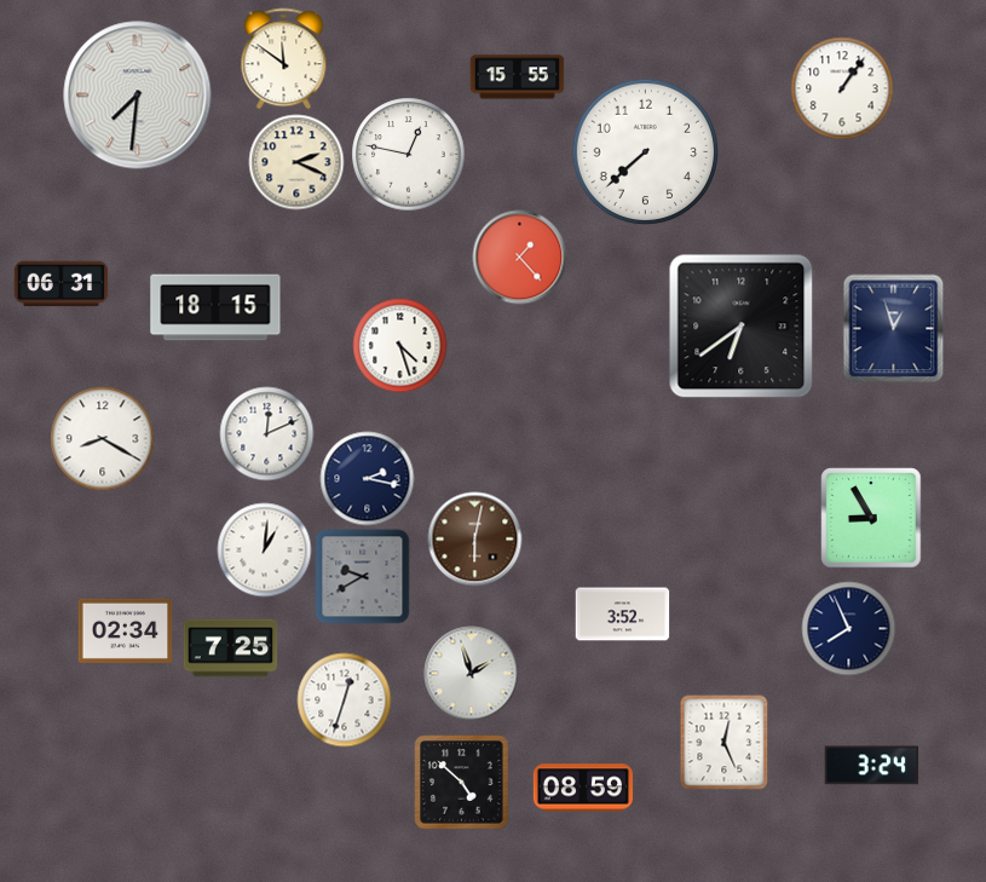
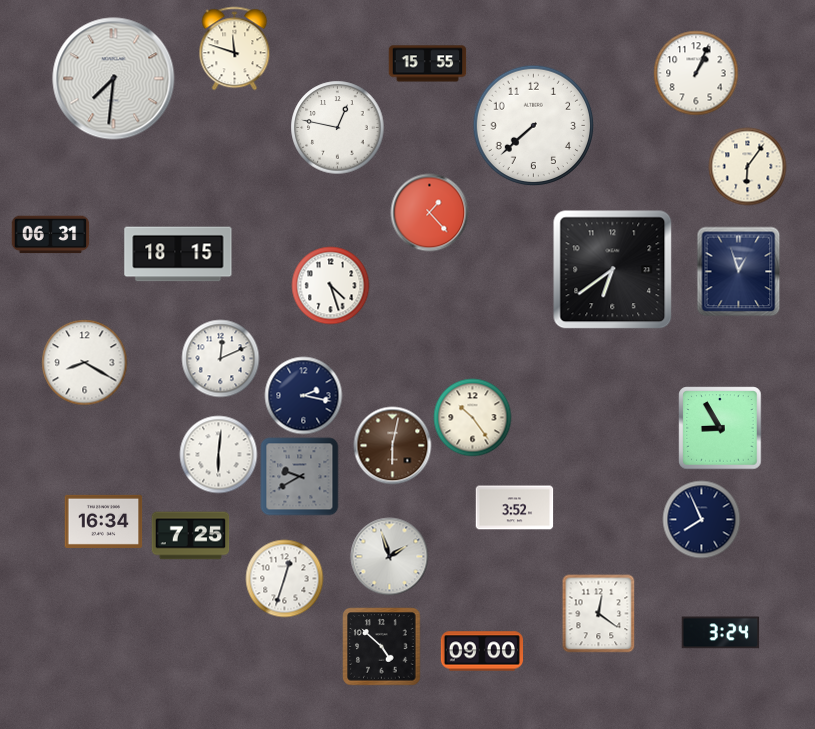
clock at (284, 58): 11:51 -> 11:48
clock at (842, 88): 1:06 -> 1:04
clock at (296, 162): 2:19 -> none
clock at (747, 166): none -> 6:06
clock at (472, 417): none -> 10:24
clock at (264, 549): 1:01 -> 6:01
clock at (125, 630): 02:34 -> 16:34
clock at (725, 742): 12:26 -> 12:21
clock at (582, 788): 08:59 -> 09:00
